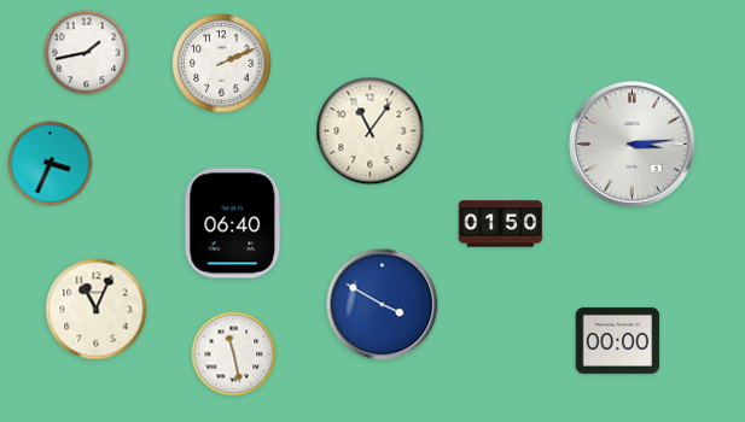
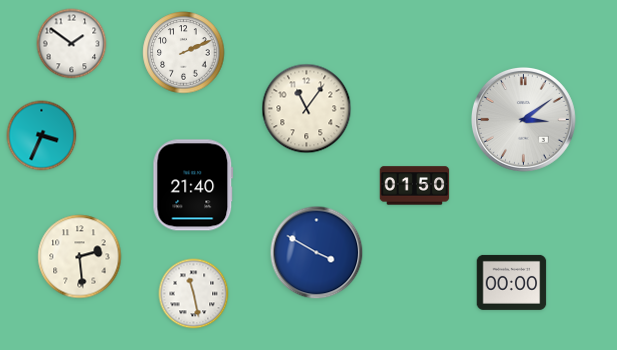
clock at (87, 53): 1:43 -> 1:51
clock at (631, 143): 3:14 -> 3:09
clock at (233, 223): 06:40 -> 21:40
clock at (97, 310): 11:04 -> 2:29
